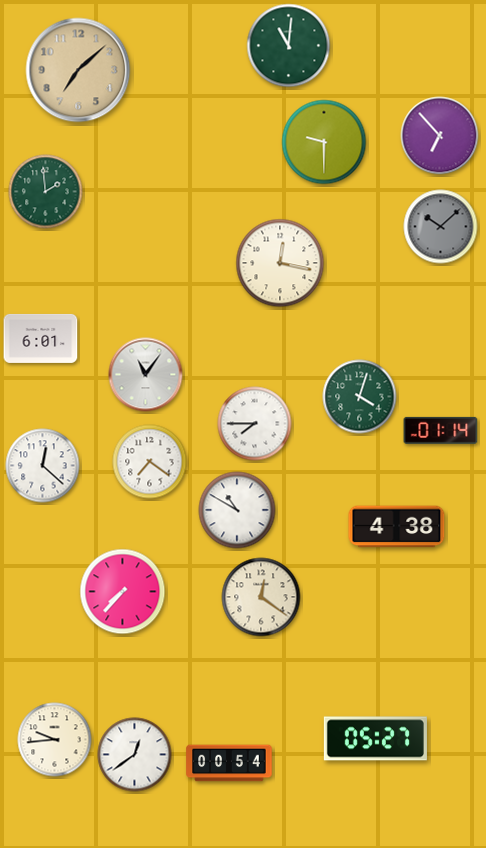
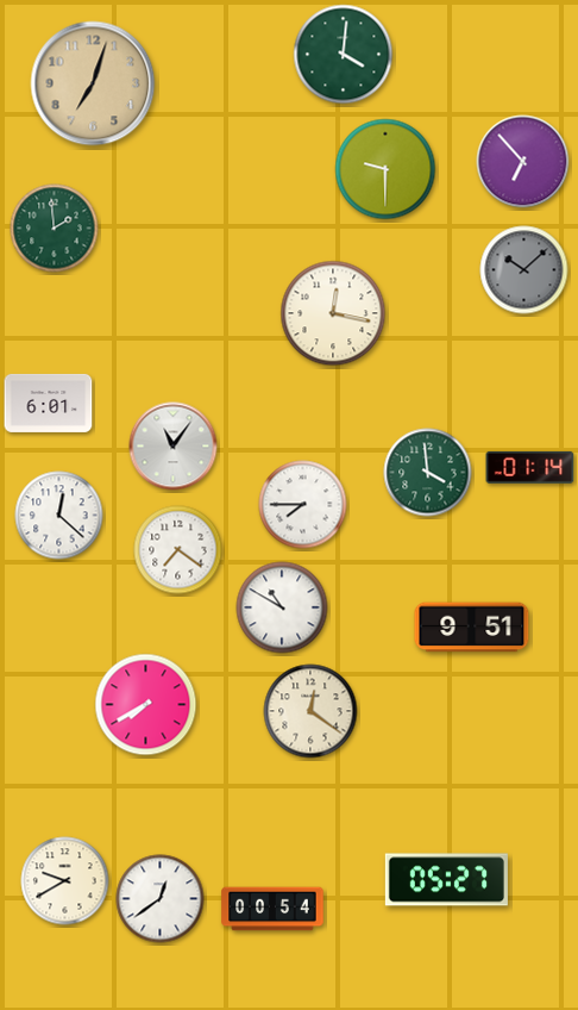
clock at (289, 46): 11:01 -> 4:01
clock at (78, 70): 7:08 -> 7:03
clock at (360, 397): 4:03 -> 3:59
clock at (441, 430) position: (441, 430) -> (530, 467)
clock at (43, 466) position: (43, 466) -> (59, 516)
clock at (397, 527): 4:38 -> 9:51
clock at (123, 592): 7:37 -> 7:40
clock at (55, 740): 9:44 -> 9:40
